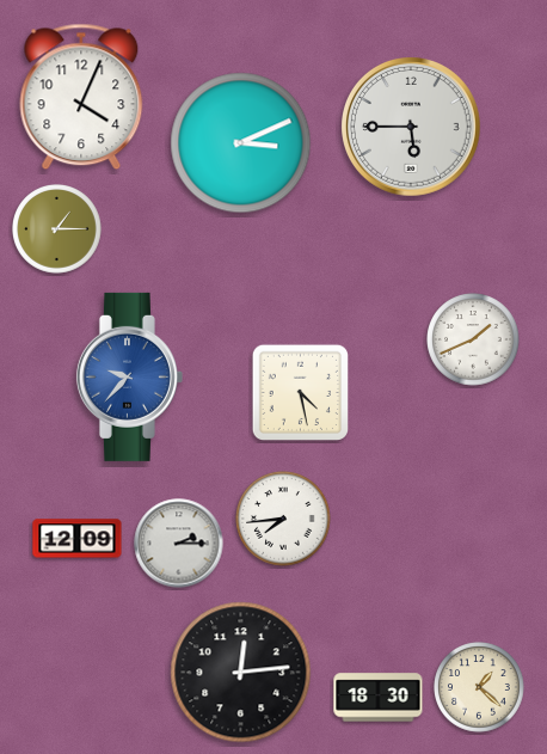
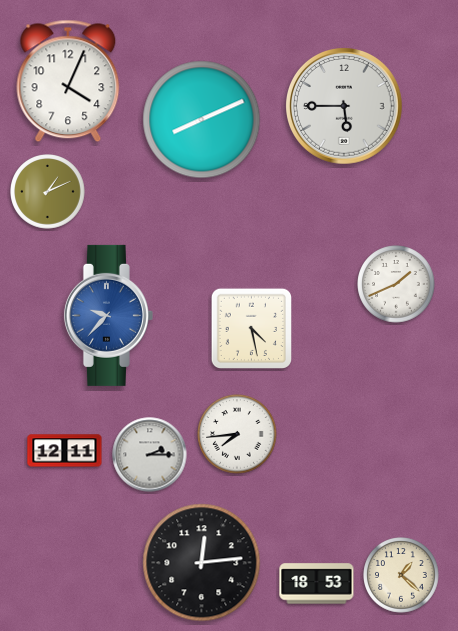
clock at (241, 143): 3:11 -> 8:11
clock at (57, 229): 1:15 -> 1:11
clock at (78, 539): 12:09 -> 12:11
clock at (379, 698): 18:30 -> 18:53
